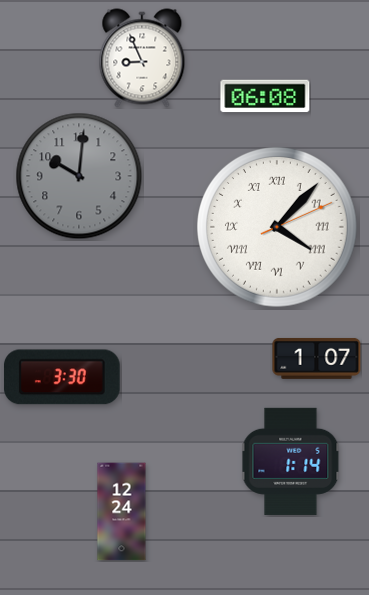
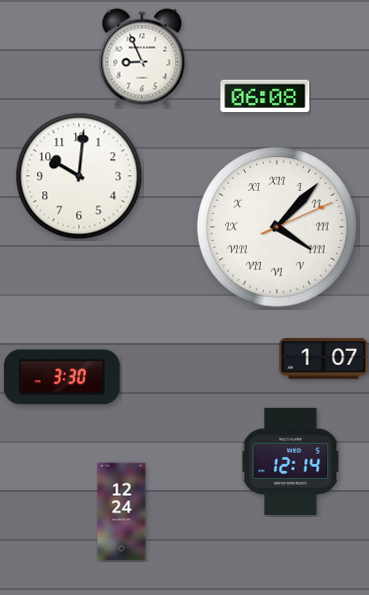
clock at (79, 176) dial: grey -> white
clock at (317, 359) position: (317, 359) -> (324, 359)
clock at (291, 461): 1:14 -> 12:14
